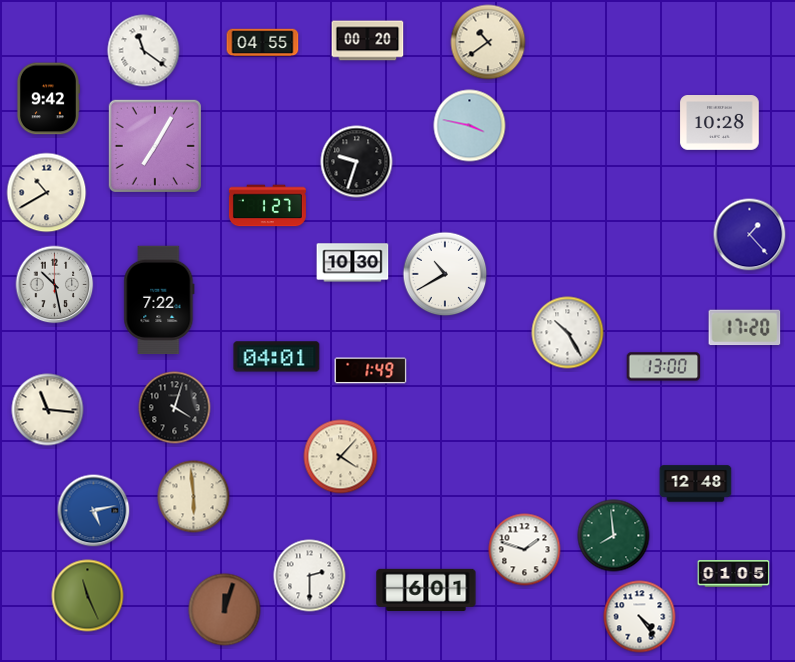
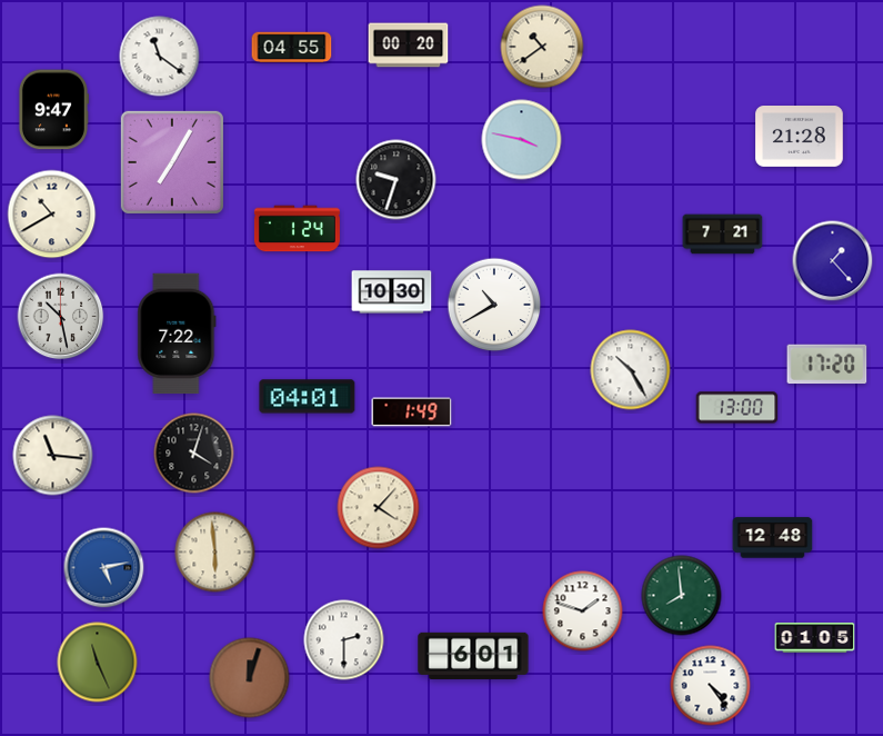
clock at (48, 99): 9:42 -> 9:47
clock at (720, 123): 10:28 -> 21:28
clock at (267, 206): 1:27 -> 1:24
clock at (723, 235): none -> 7:21
